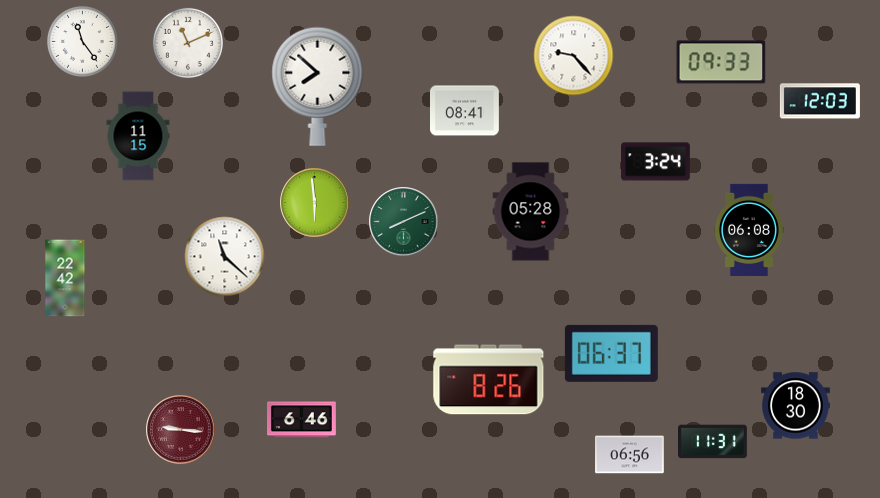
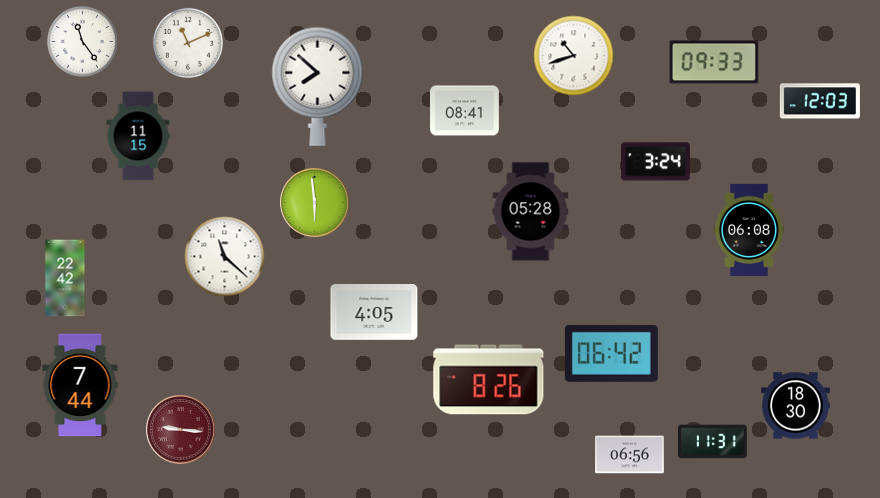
clock at (574, 56): 9:23 -> 10:42
clock at (721, 62) position: (721, 62) -> (714, 62)
clock at (404, 222): 8:11 -> none
clock at (374, 313): none -> 4:05
clock at (611, 353): 06:37 -> 06:42
clock at (80, 385): none -> 7:44
clock at (302, 420): 6:46 -> none
